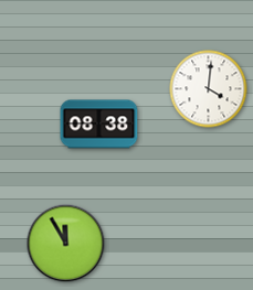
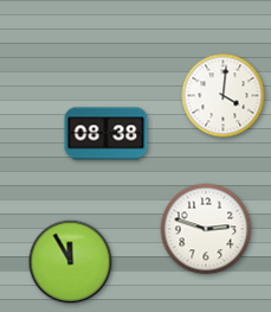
clock at (206, 229): none -> 2:48
